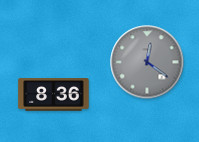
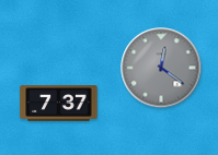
clock at (54, 95): 8:36 -> 7:37
